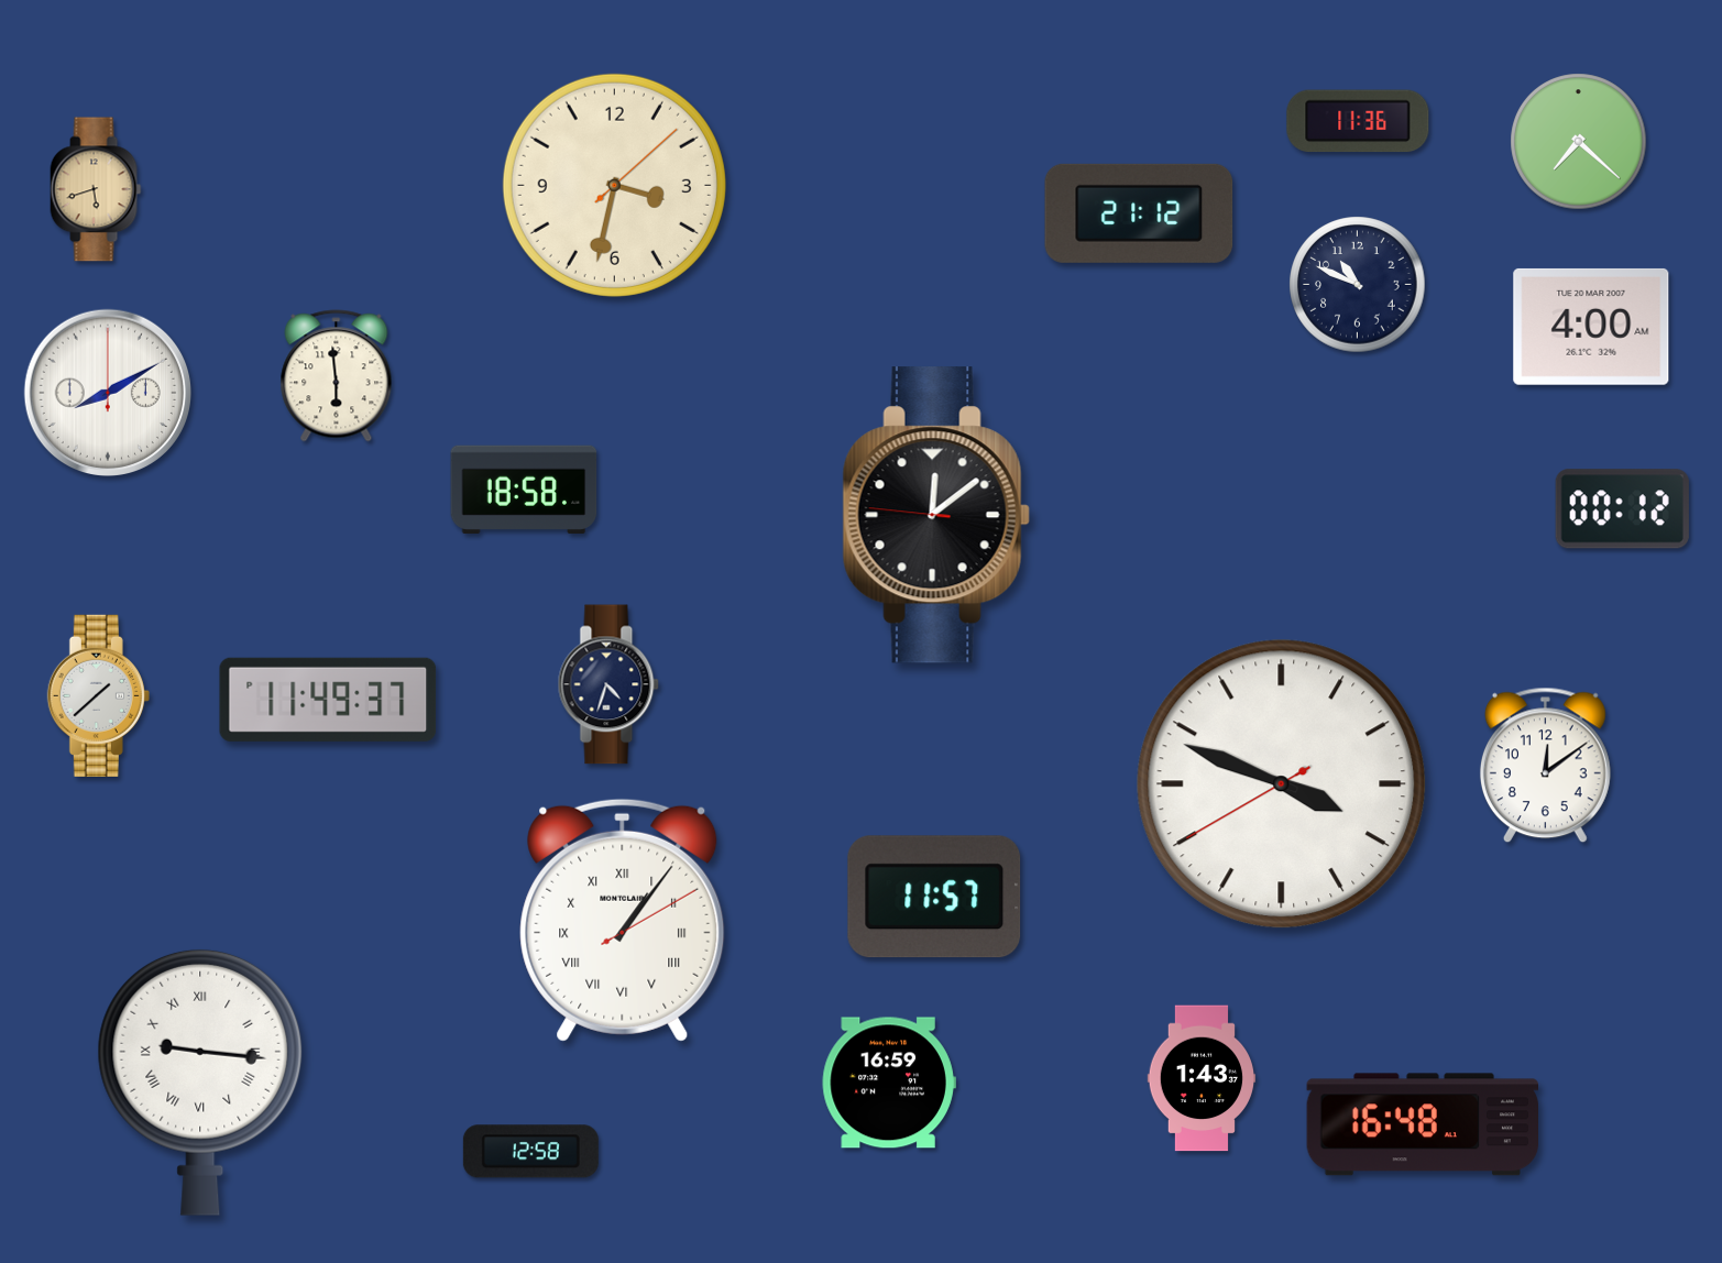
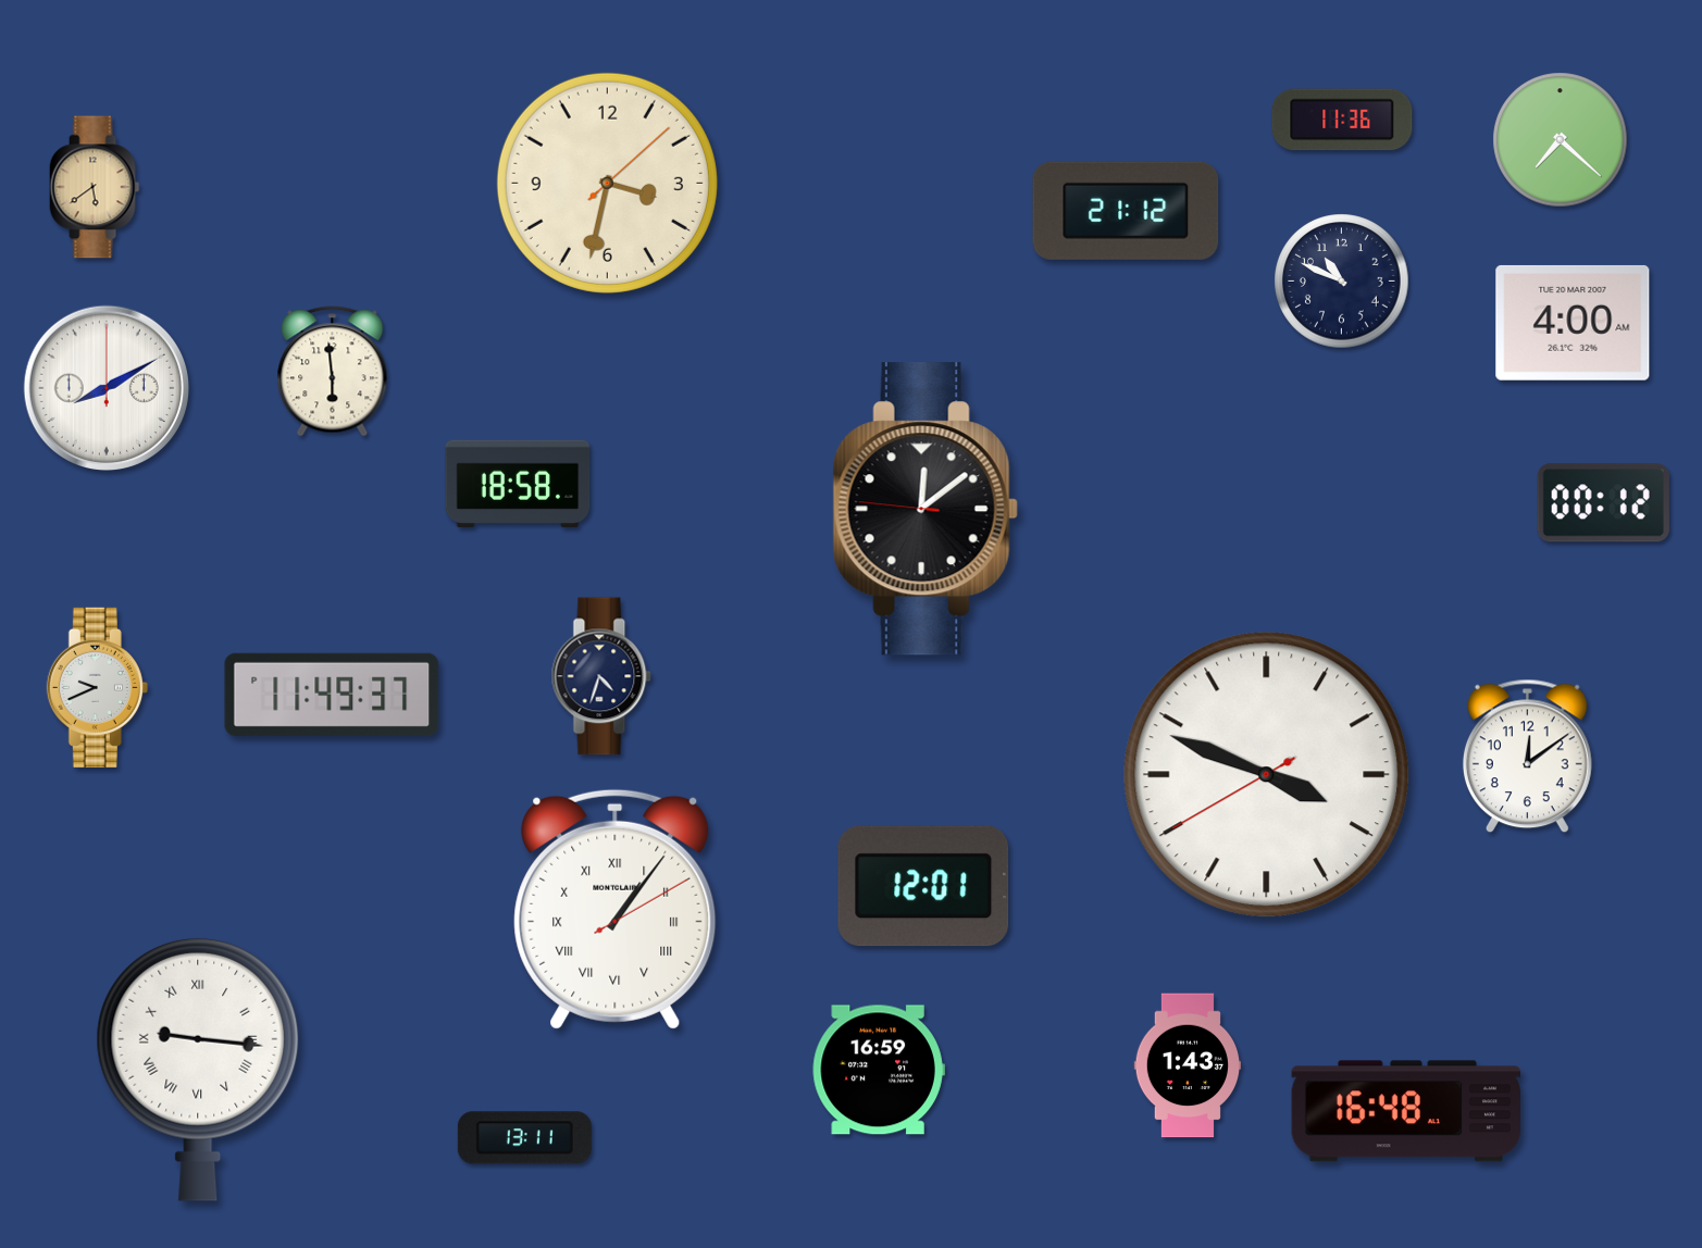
clock at (96, 189): 5:42 -> 5:39
clock at (98, 695): 1:38 -> 9:41
clock at (328, 700) position: (328, 700) -> (332, 695)
clock at (934, 897): 11:57 -> 12:01
clock at (530, 1152): 12:58 -> 13:11
